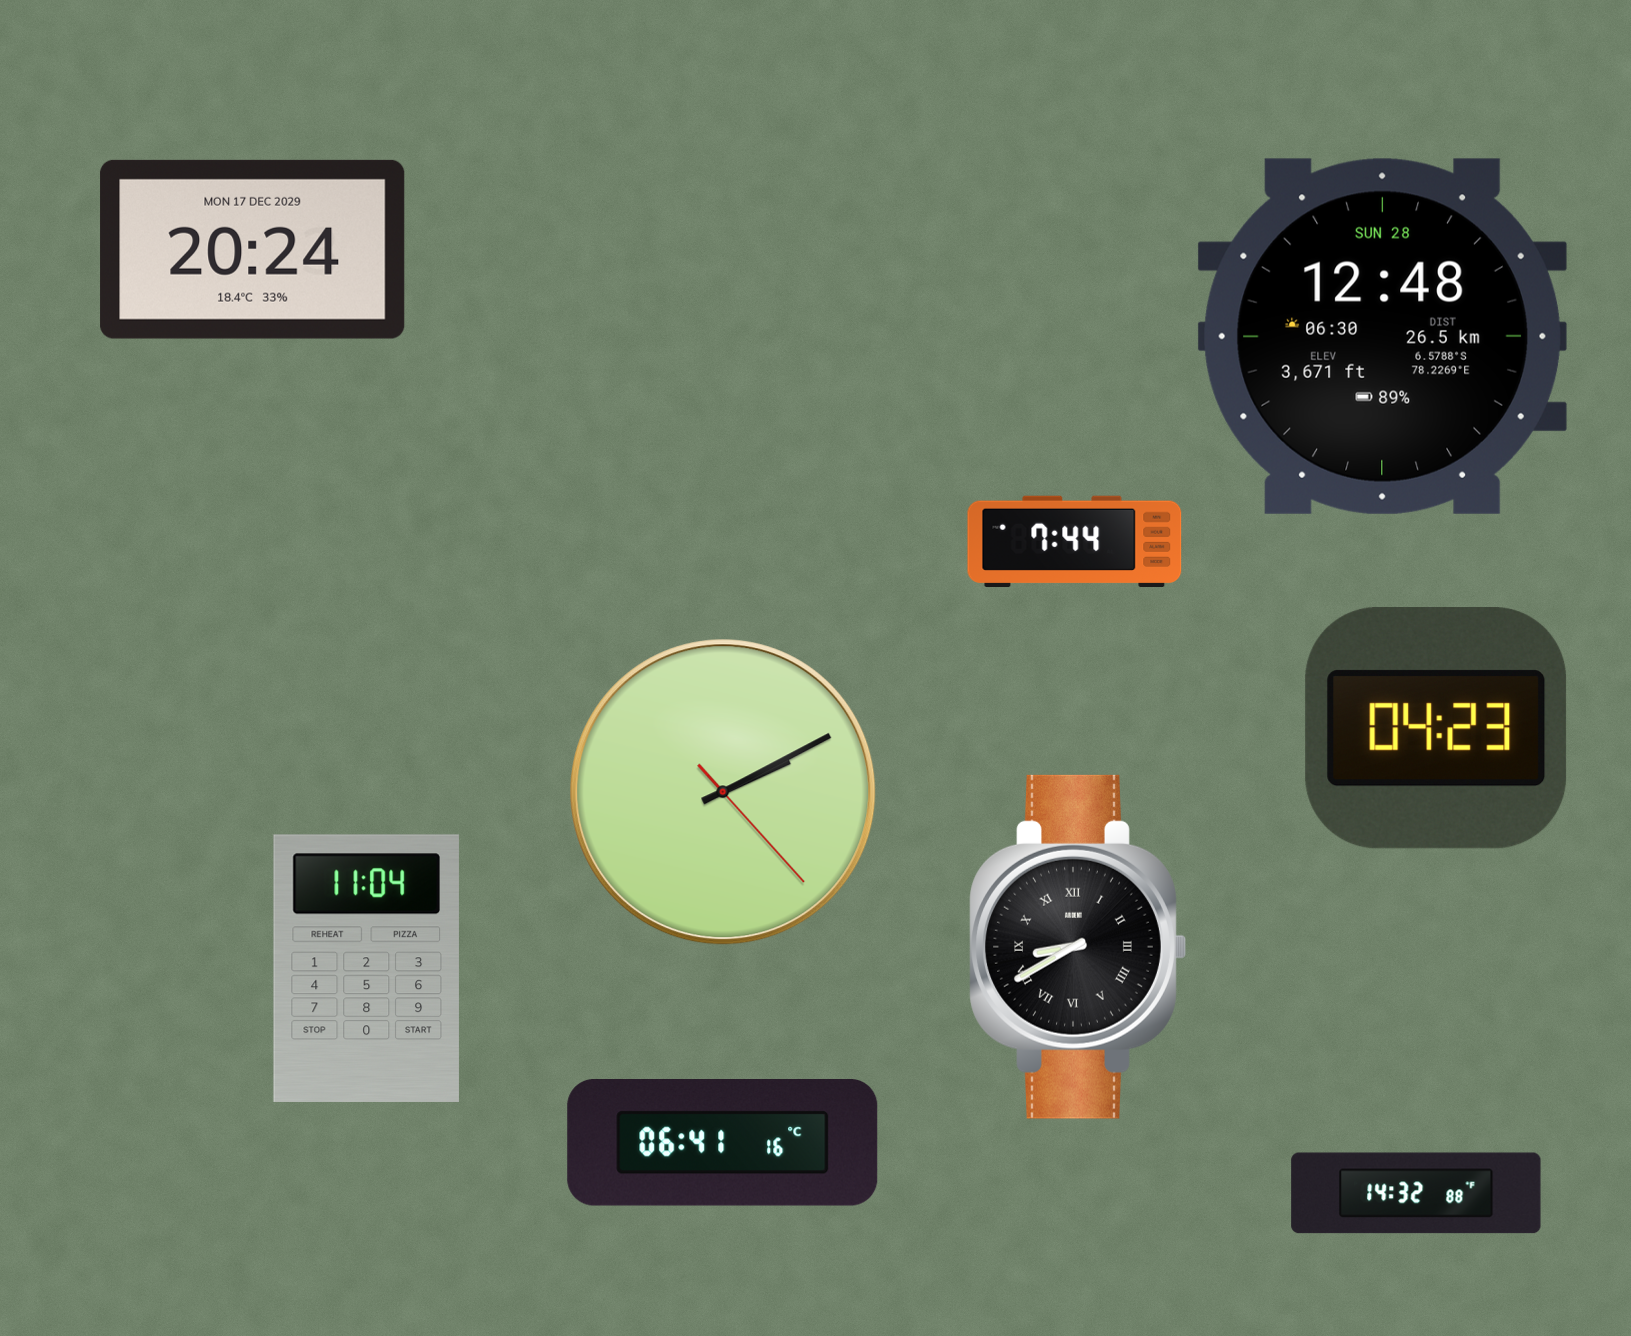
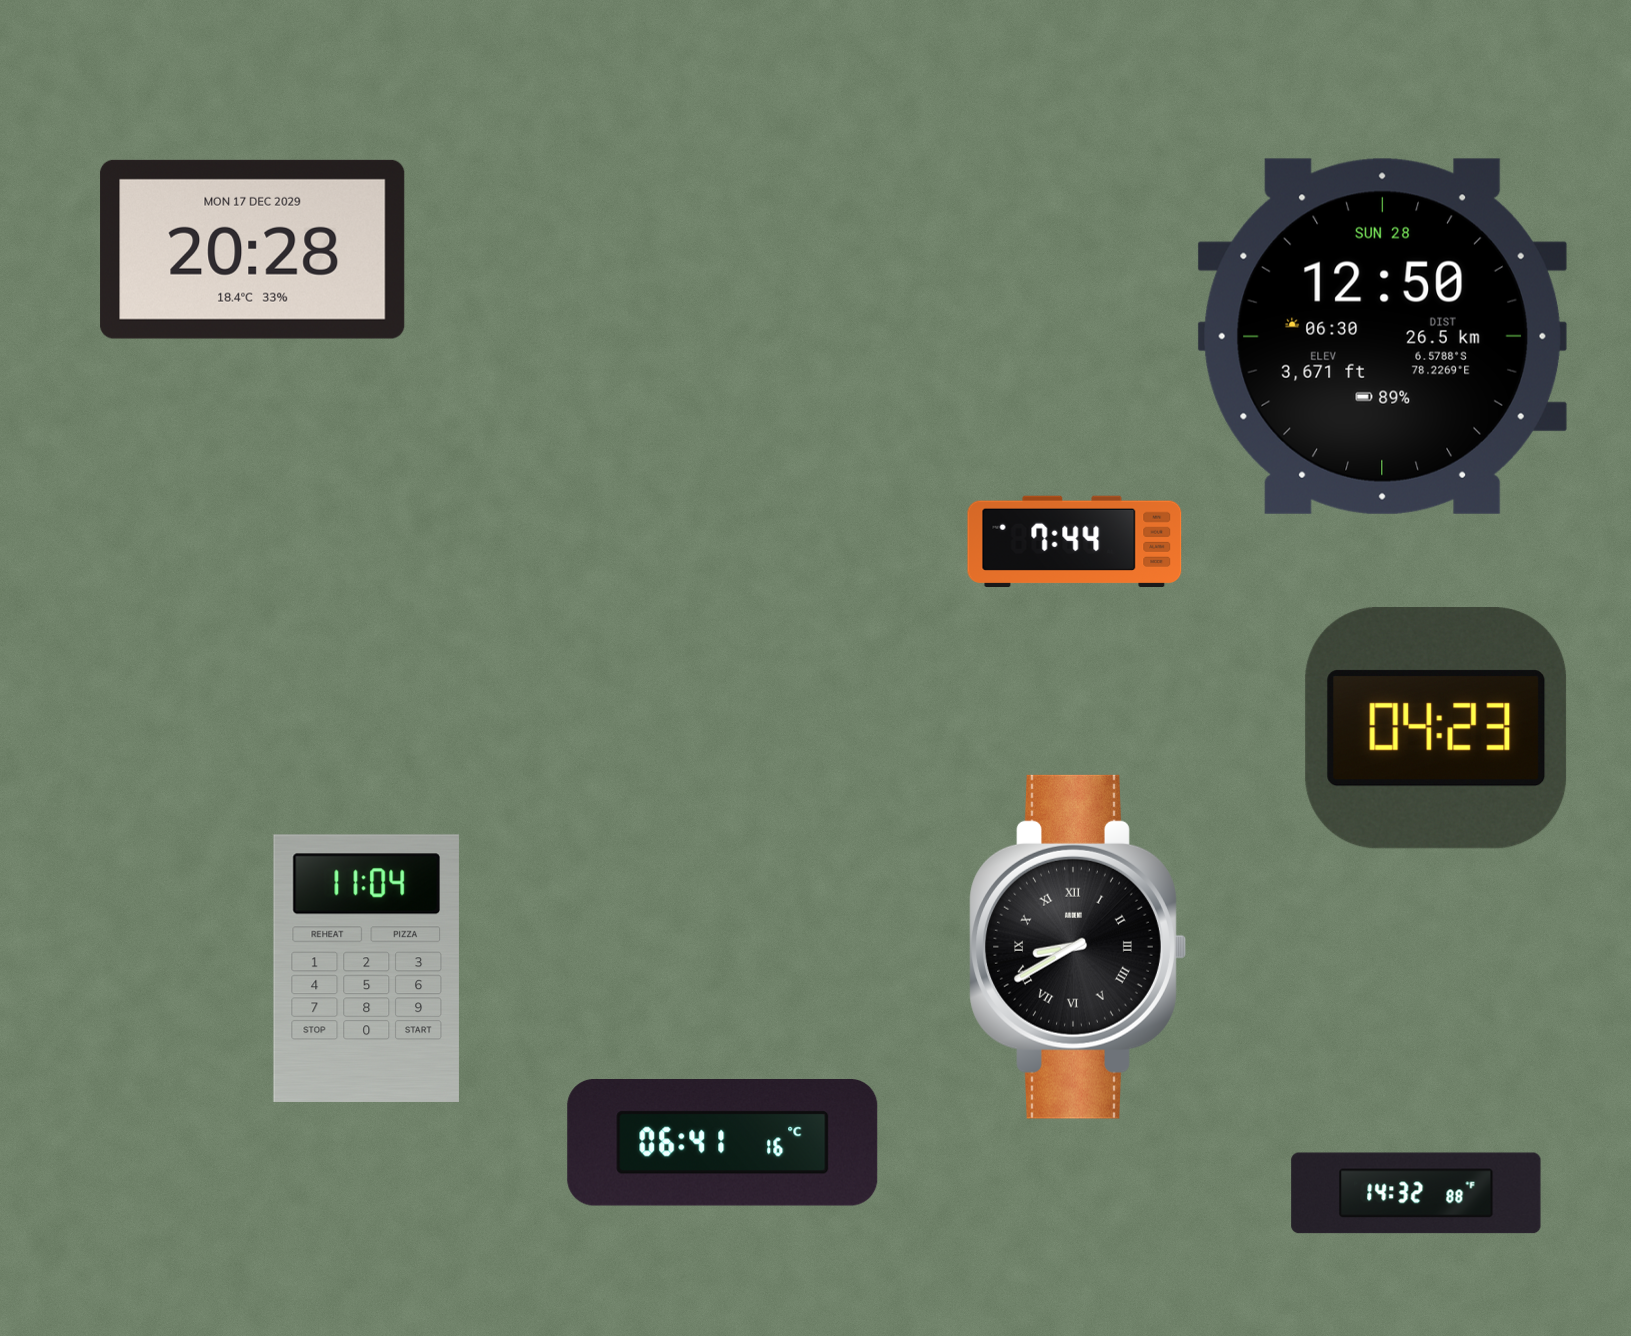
clock at (253, 249): 20:24 -> 20:28
clock at (1382, 336): 12:48 -> 12:50
clock at (723, 792): 2:10 -> none
